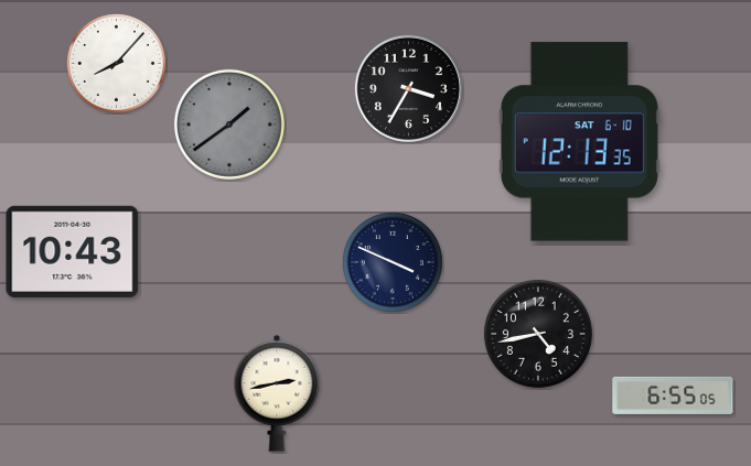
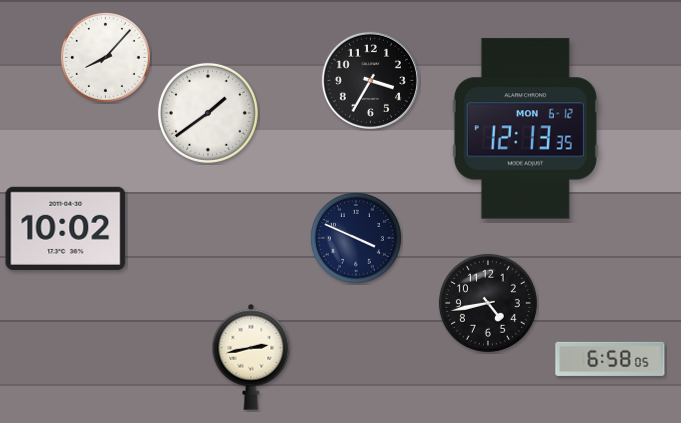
clock at (229, 124) dial: grey -> white
clock at (579, 142) date: SAT 6-10 -> MON 6-12
clock at (73, 251): 10:43 -> 10:02
clock at (673, 395): 6:55 -> 6:58
